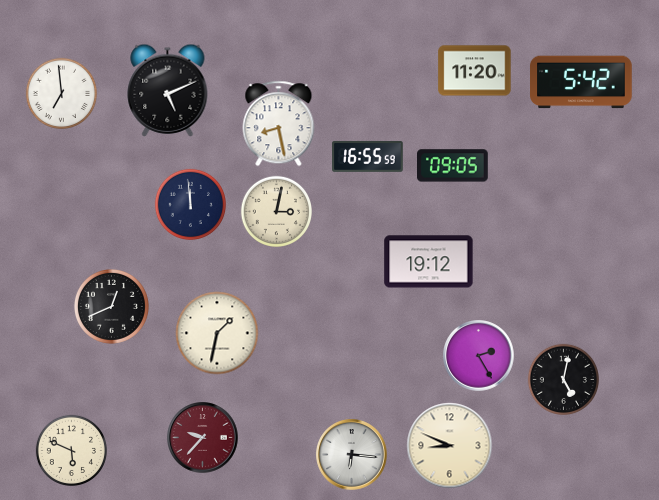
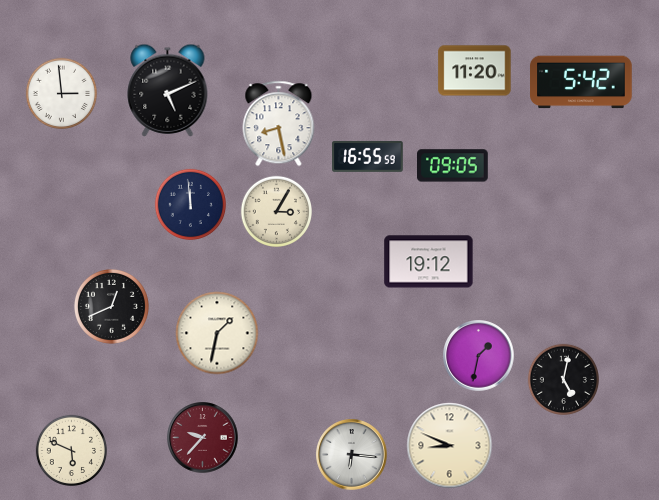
clock at (61, 93): 6:59 -> 2:59
clock at (276, 211): 3:02 -> 3:05
clock at (479, 356): 2:25 -> 1:32
